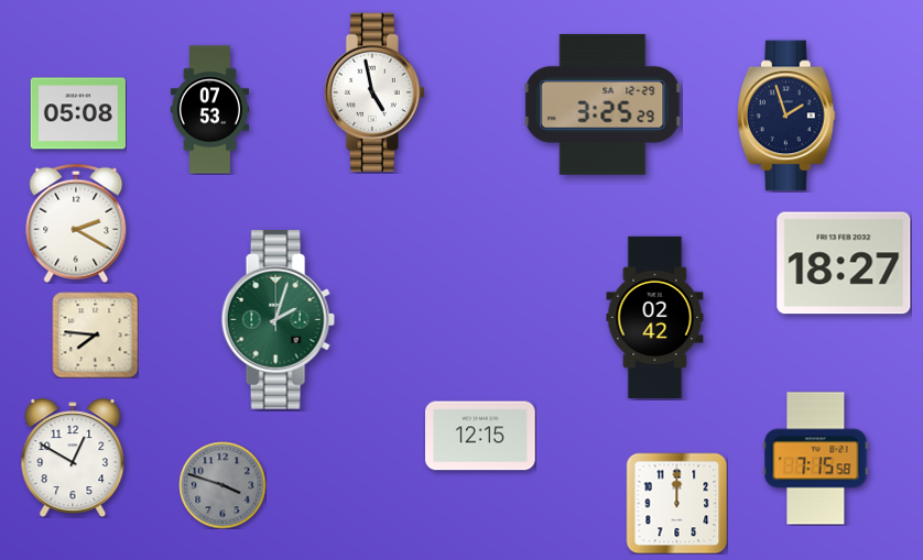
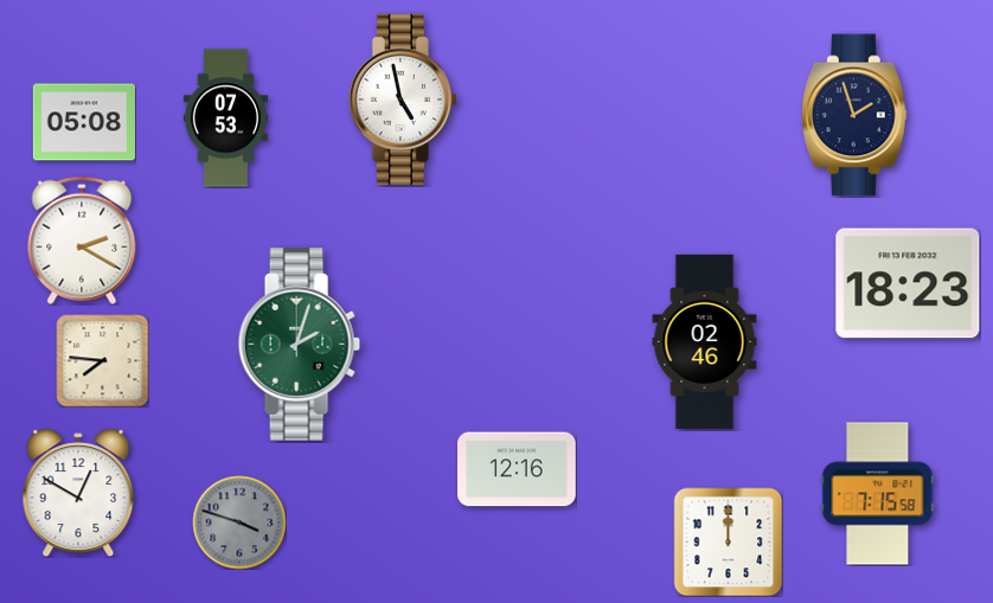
clock at (602, 105): 3:25 -> none
clock at (786, 116) position: (786, 116) -> (854, 115)
clock at (844, 263): 18:27 -> 18:23
clock at (655, 317): 02:42 -> 02:46
clock at (480, 436): 12:15 -> 12:16
